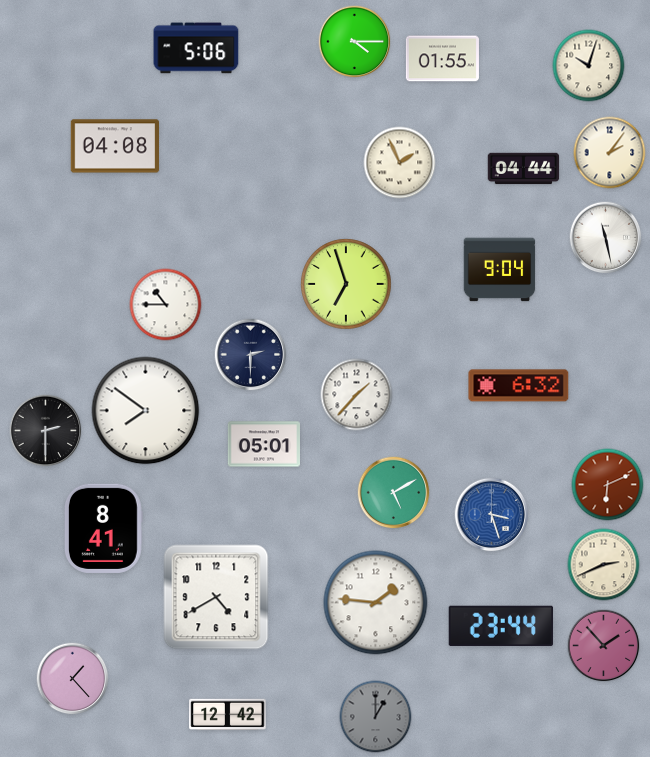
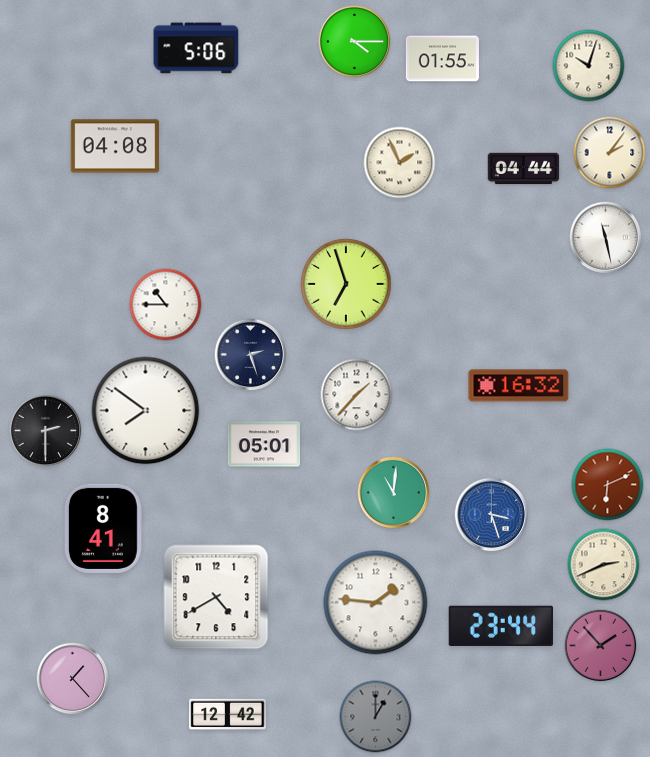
clock at (500, 270): 9:04 -> none
clock at (251, 355): 2:30 -> 2:27
clock at (519, 386): 6:32 -> 16:32
clock at (394, 493): 5:10 -> 11:01
clock at (604, 646) position: (604, 646) -> (601, 646)
